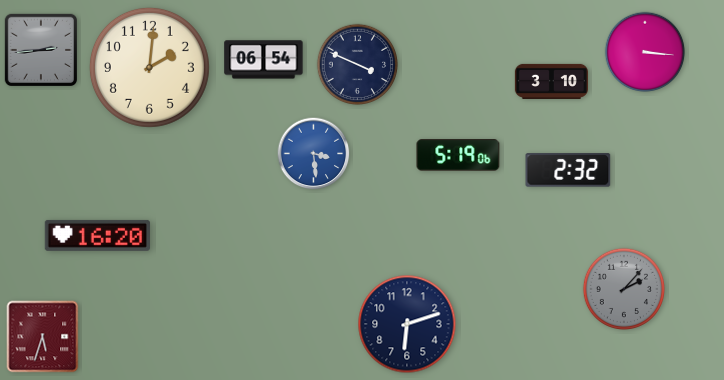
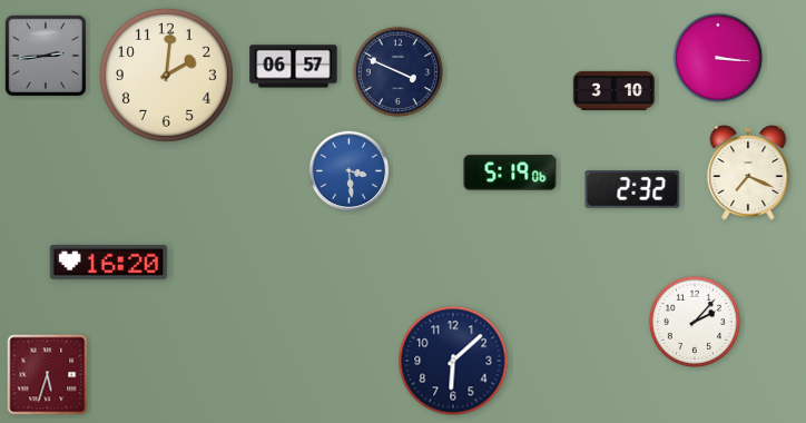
clock at (264, 60): 06:54 -> 06:57
clock at (748, 173): none -> 7:19
clock at (623, 288) dial: grey -> white
clock at (407, 324): 6:12 -> 6:08
